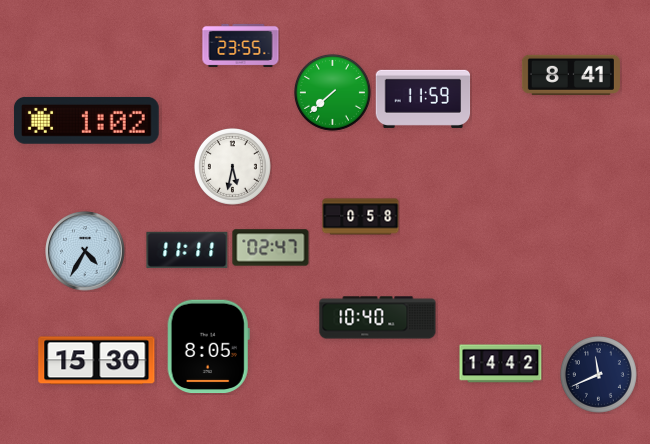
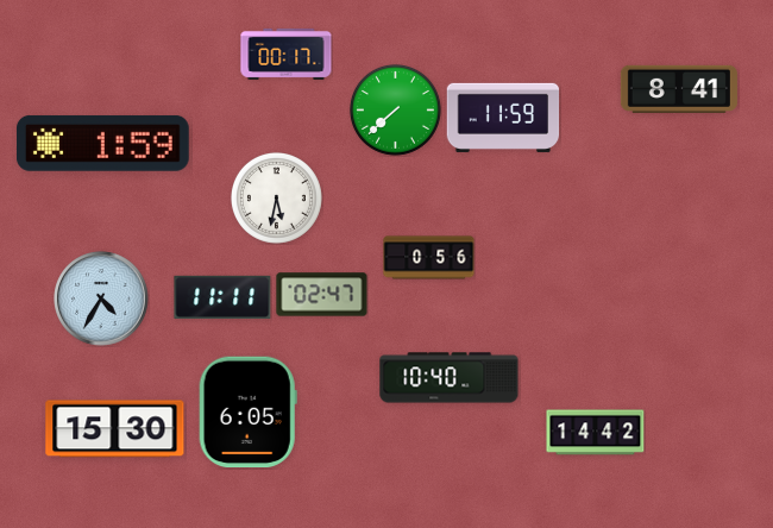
clock at (241, 45): 23:55 -> 00:17
clock at (86, 120): 1:02 -> 1:59
clock at (361, 217): 0:58 -> 0:56
clock at (208, 347): 8:05 -> 6:05
clock at (598, 374): 11:41 -> none
